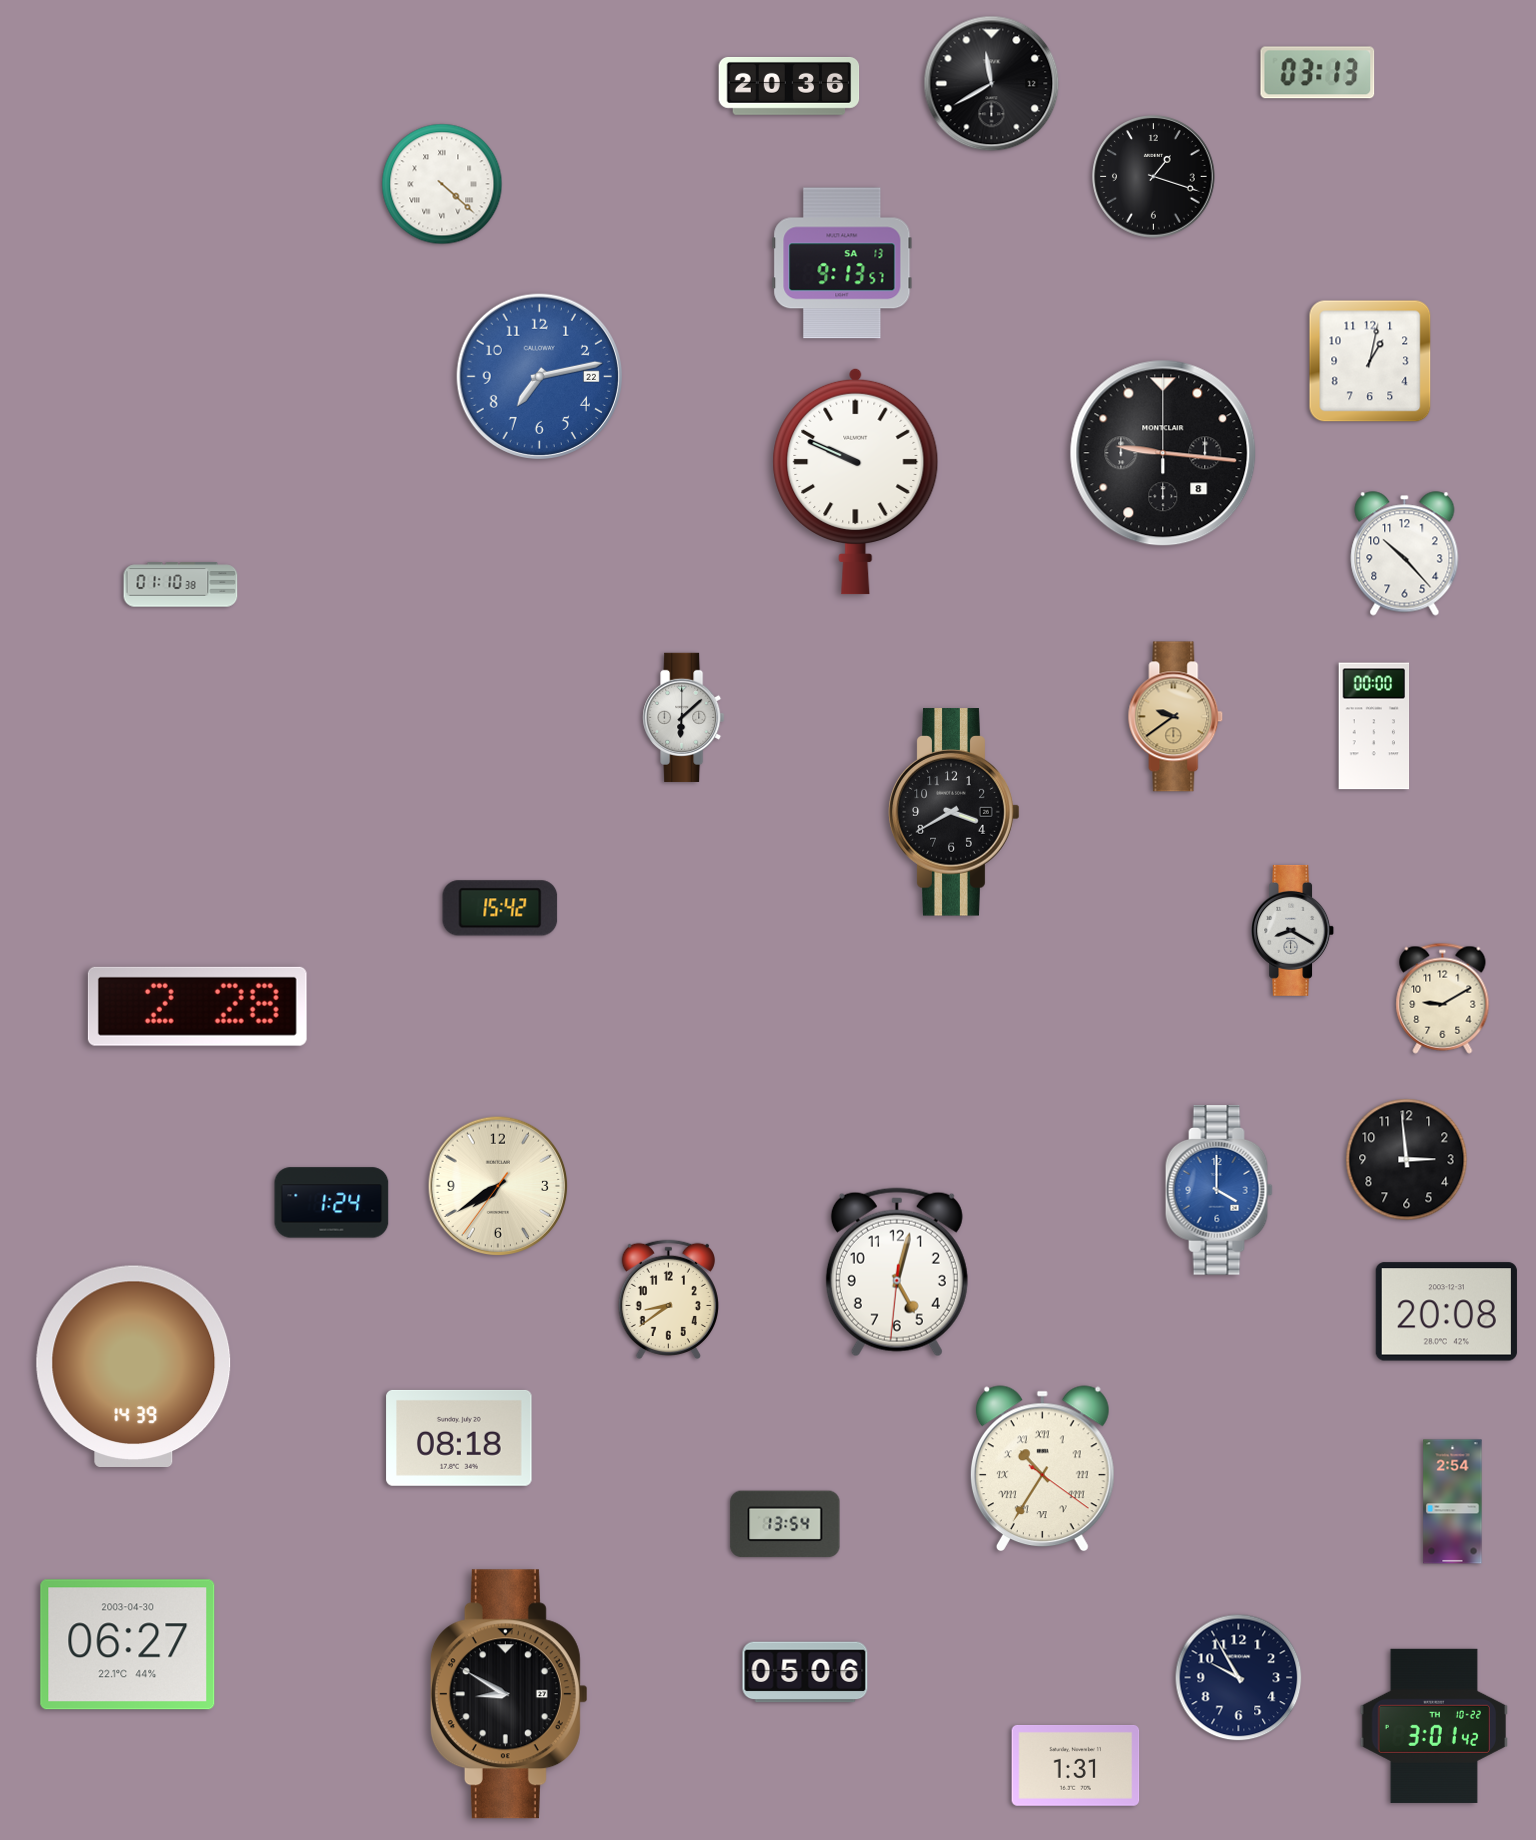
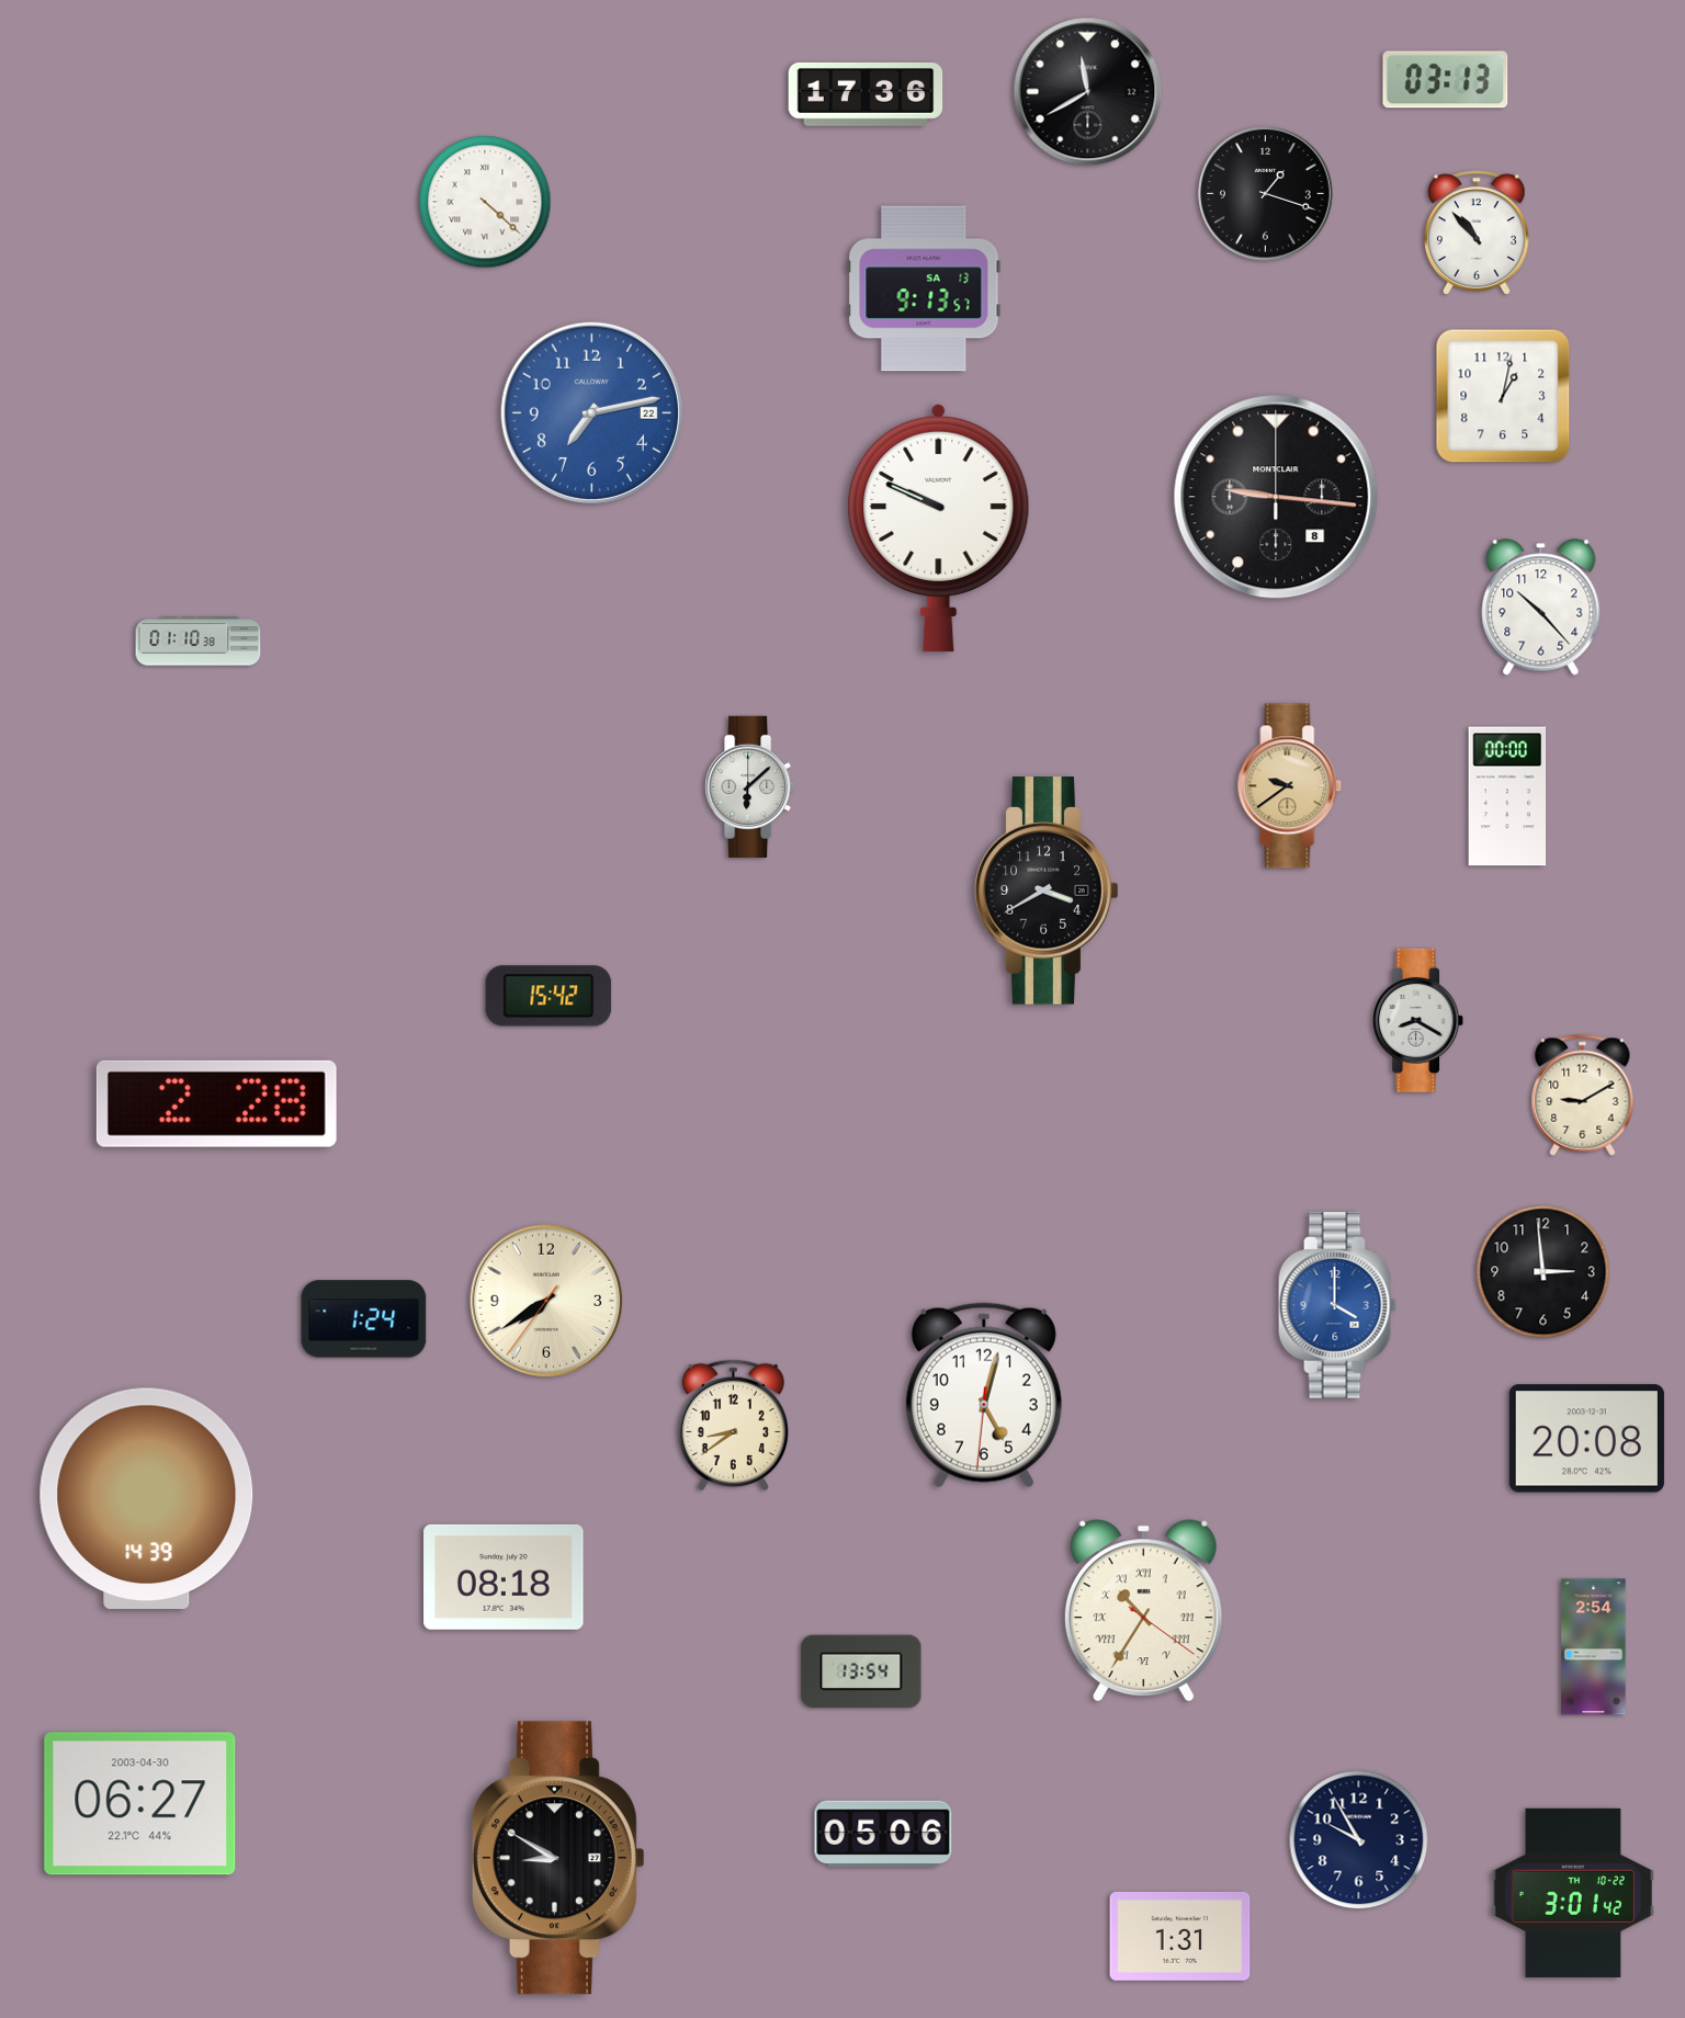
clock at (789, 86): 20:36 -> 17:36
clock at (1477, 233): none -> 10:53
